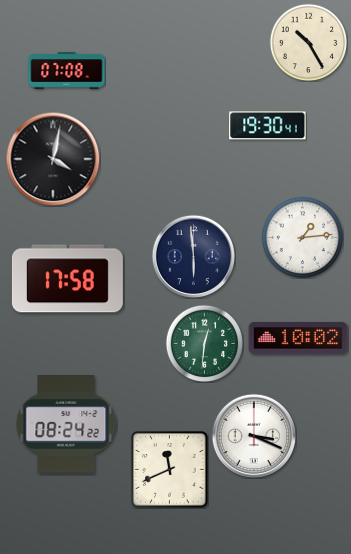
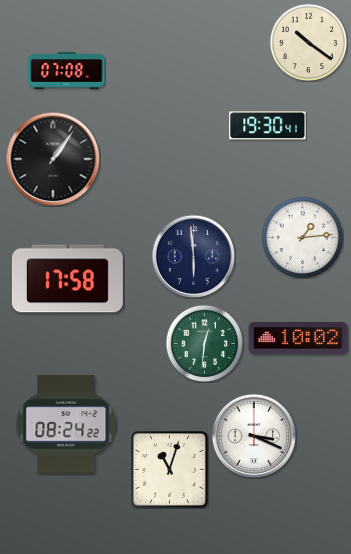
clock at (308, 42): 10:25 -> 10:21
clock at (53, 159): 4:02 -> 1:06
clock at (170, 470): 11:41 -> 11:03
